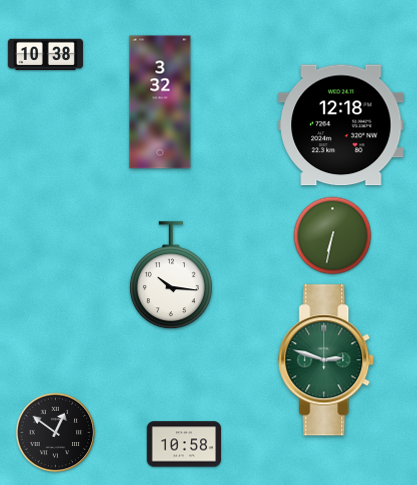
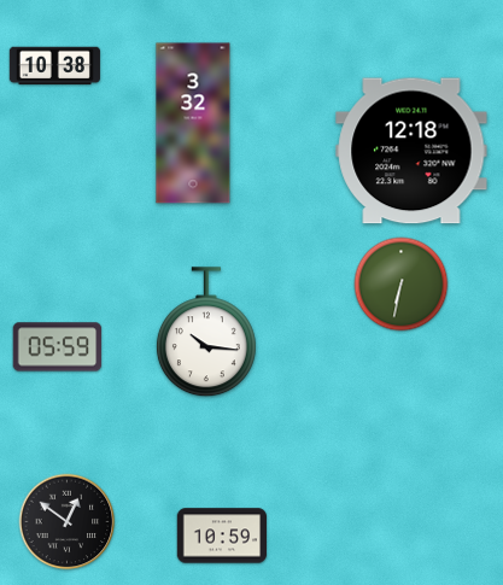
clock at (58, 347): none -> 05:59
clock at (327, 360): 2:48 -> none
clock at (184, 444): 10:58 -> 10:59
